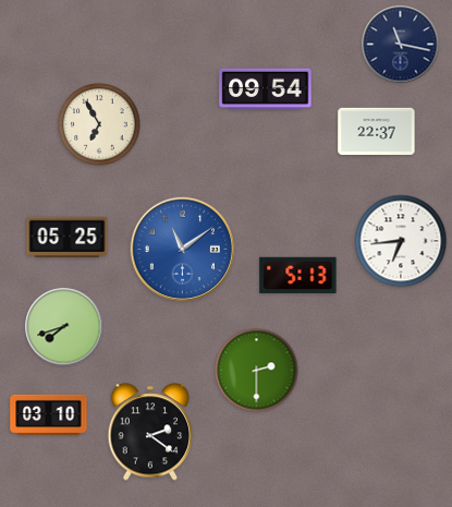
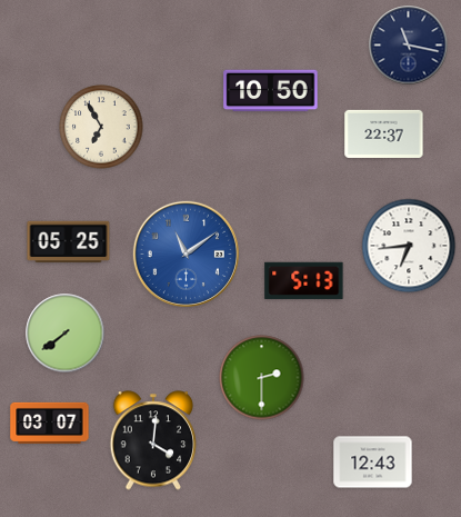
clock at (266, 89): 09:54 -> 10:50
clock at (64, 327): 7:42 -> 7:39
clock at (49, 414): 03:10 -> 03:07
clock at (150, 432): 2:21 -> 4:01
clock at (373, 463): none -> 12:43
